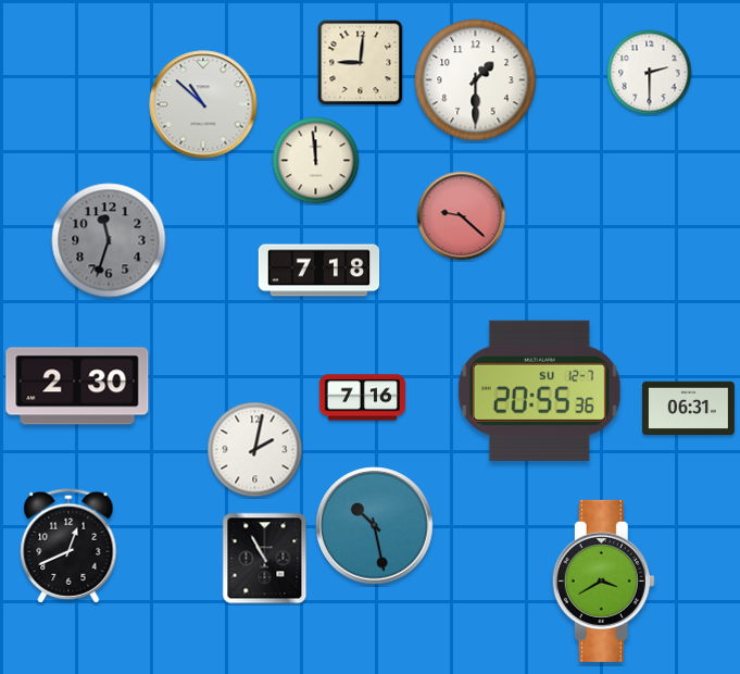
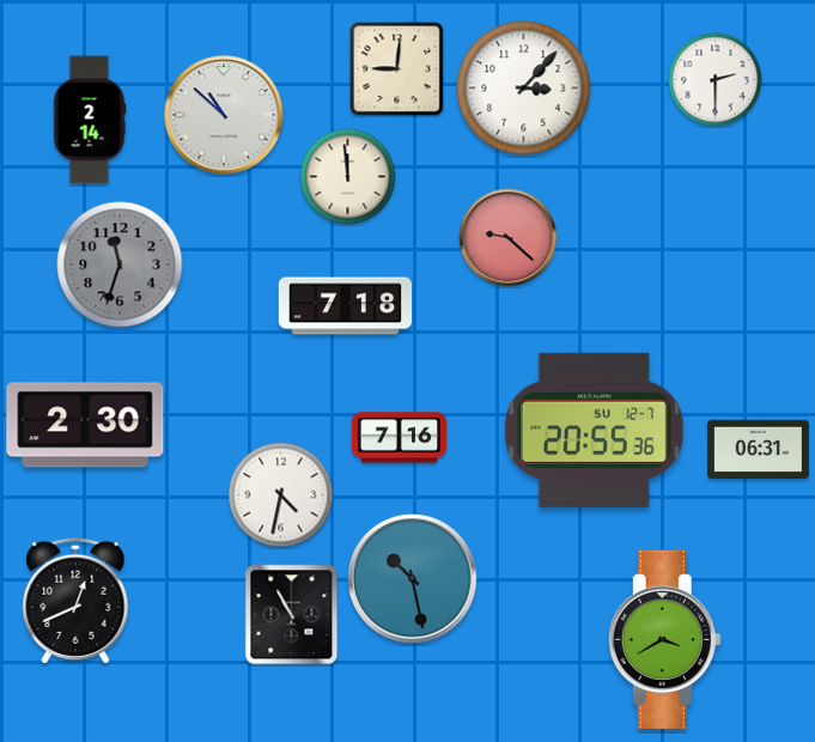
clock at (476, 80): 1:30 -> 3:07
clock at (90, 120): none -> 2:14
clock at (319, 271) position: (319, 271) -> (346, 306)
clock at (255, 450): 2:02 -> 4:32
